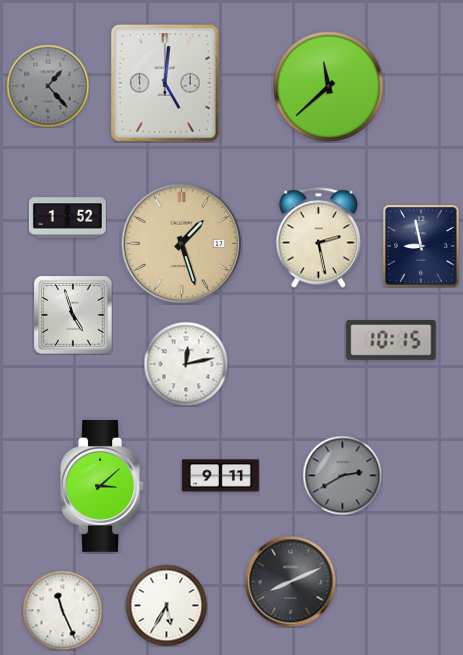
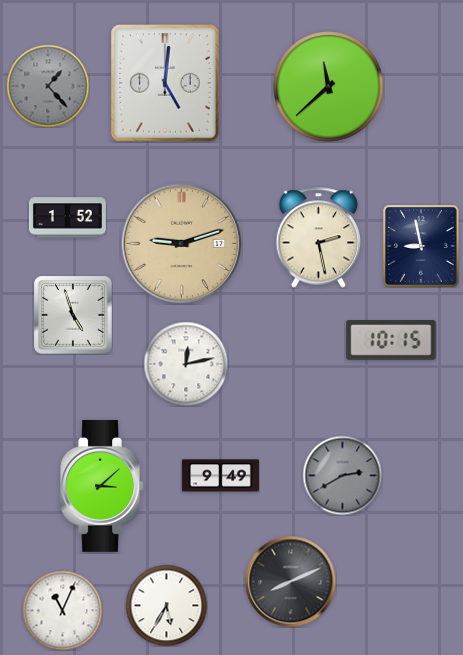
clock at (182, 244): 1:27 -> 9:12
clock at (220, 476): 9:11 -> 9:49
clock at (62, 610): 11:26 -> 11:04
